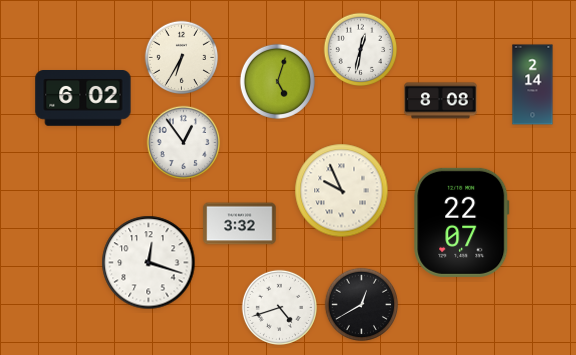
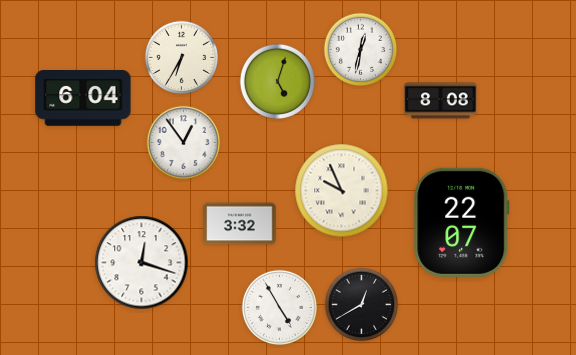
clock at (533, 85): 2:14 -> none
clock at (83, 99): 6:02 -> 6:04
clock at (149, 263) position: (149, 263) -> (142, 263)
clock at (279, 307): 4:42 -> 4:55
